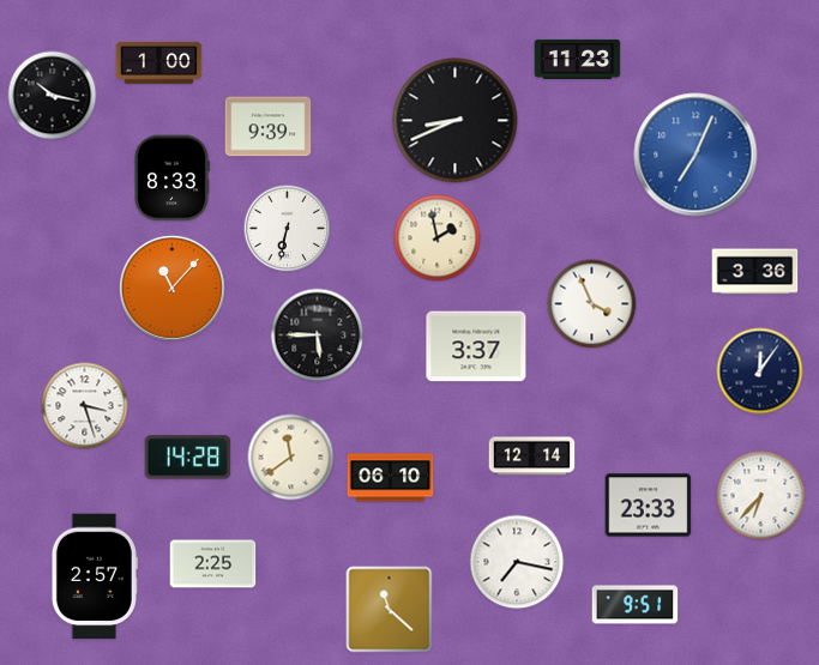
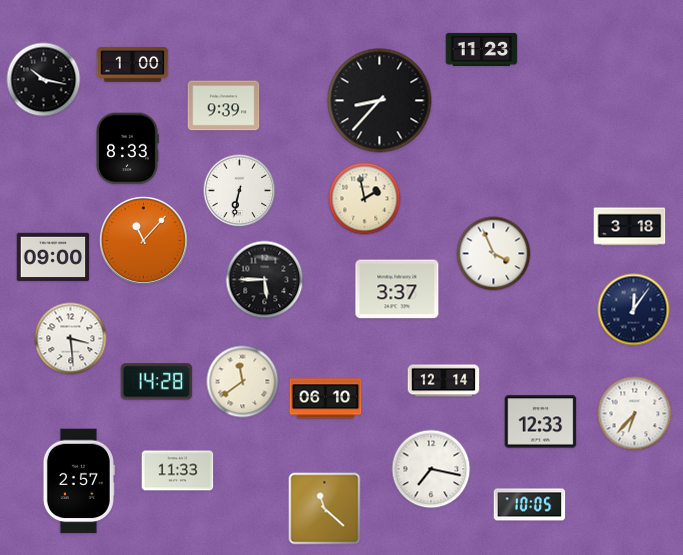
clock at (159, 64) position: (159, 64) -> (133, 65)
clock at (456, 121): 8:41 -> 8:37
clock at (695, 155): 7:04 -> none
clock at (171, 179) position: (171, 179) -> (127, 149)
clock at (755, 272): 3:36 -> 3:18
clock at (53, 257): none -> 09:00
clock at (85, 406): 3:27 -> 3:29
clock at (649, 506): 23:33 -> 12:33
clock at (213, 564): 2:25 -> 11:33
clock at (636, 605): 9:51 -> 10:05
